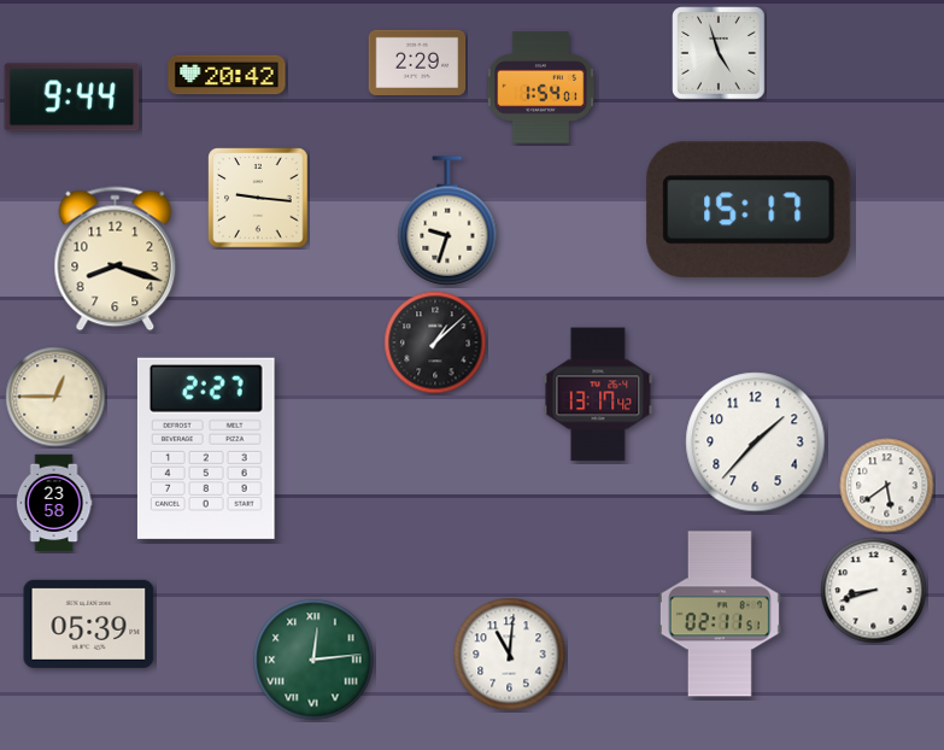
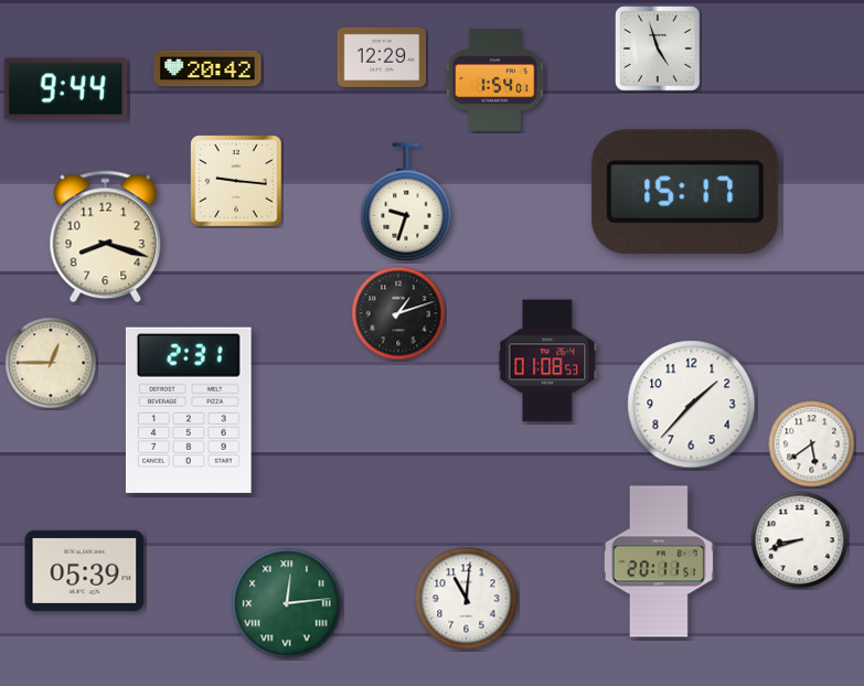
clock at (417, 61): 2:29 -> 12:29
clock at (447, 221) position: (447, 221) -> (406, 202)
clock at (435, 342): 1:08 -> 1:12
clock at (598, 394): 13:17 -> 01:08
clock at (206, 449): 2:27 -> 2:31
clock at (54, 503): 23:58 -> none
clock at (720, 614): 02:11 -> 20:11
clock at (89, 623) position: (89, 623) -> (85, 570)
